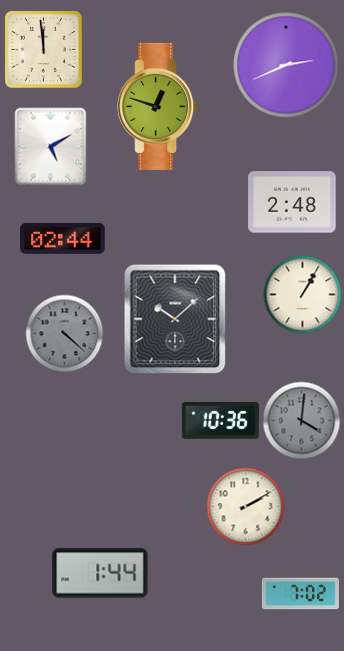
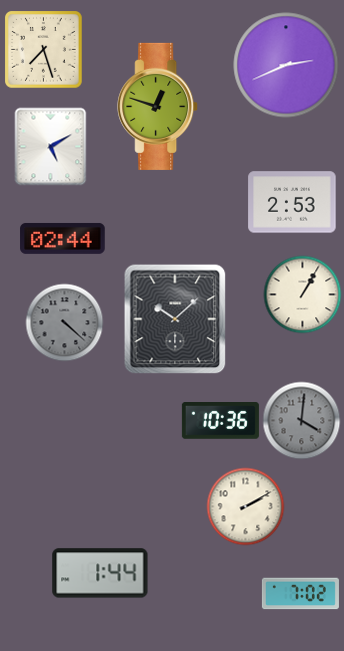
clock at (43, 49): 11:59 -> 7:27
clock at (292, 202): 2:48 -> 2:53
clock at (64, 333) position: (64, 333) -> (64, 322)
